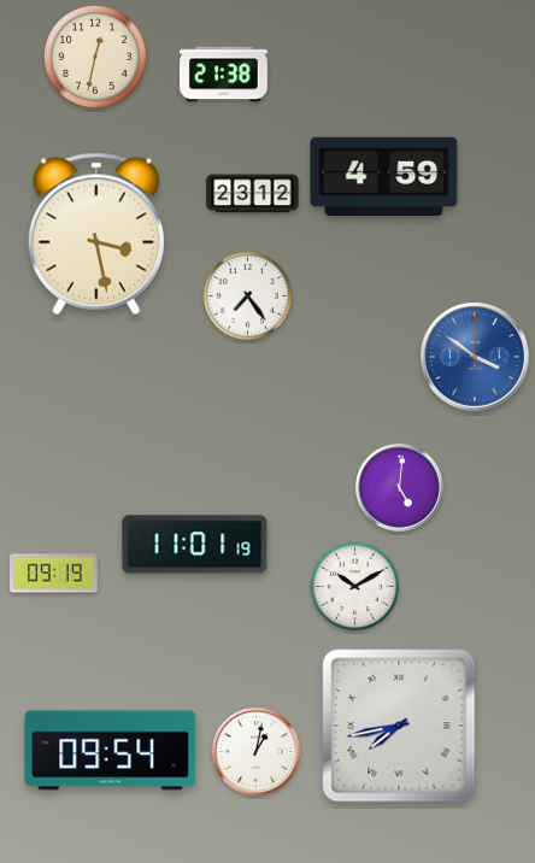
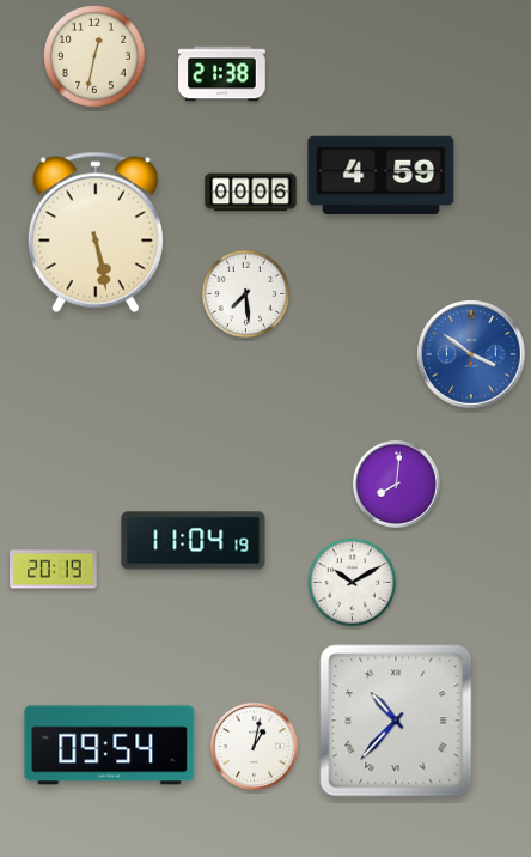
clock at (253, 194): 23:12 -> 00:06
clock at (96, 234): 3:28 -> 5:28
clock at (248, 297): 7:24 -> 7:29
clock at (399, 487): 5:01 -> 8:01
clock at (195, 545): 11:01 -> 11:04
clock at (54, 574): 09:19 -> 20:19
clock at (399, 726): 7:43 -> 10:37
